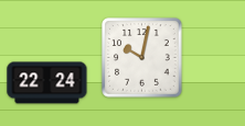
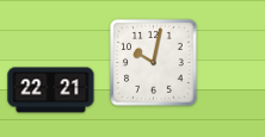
clock at (47, 83): 22:24 -> 22:21
